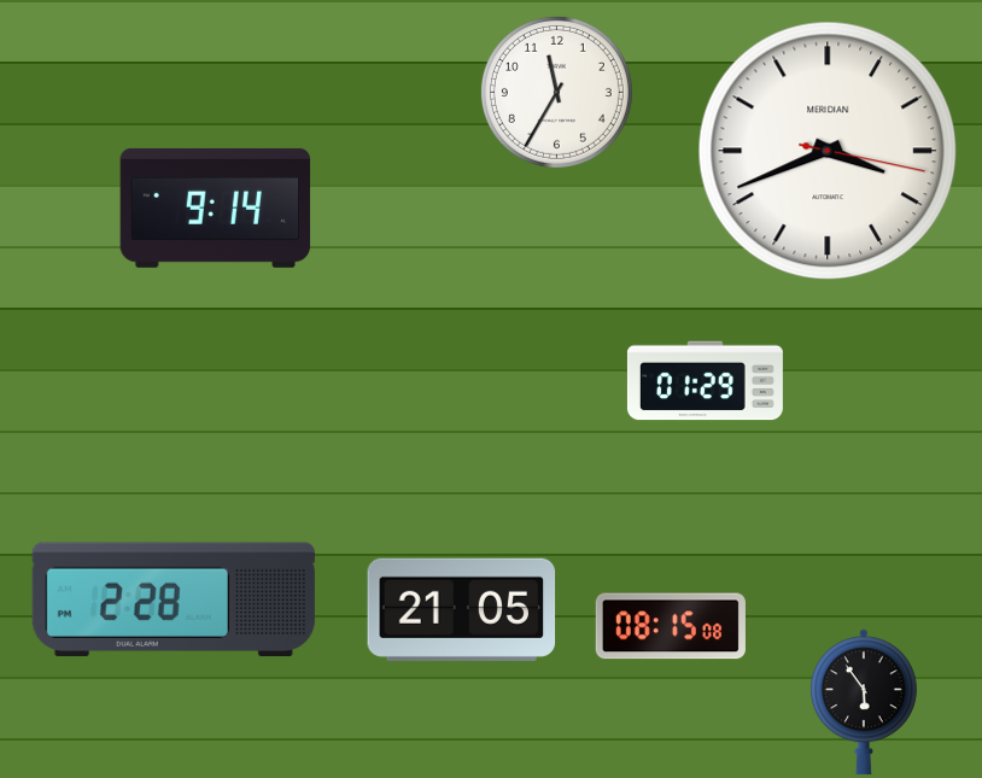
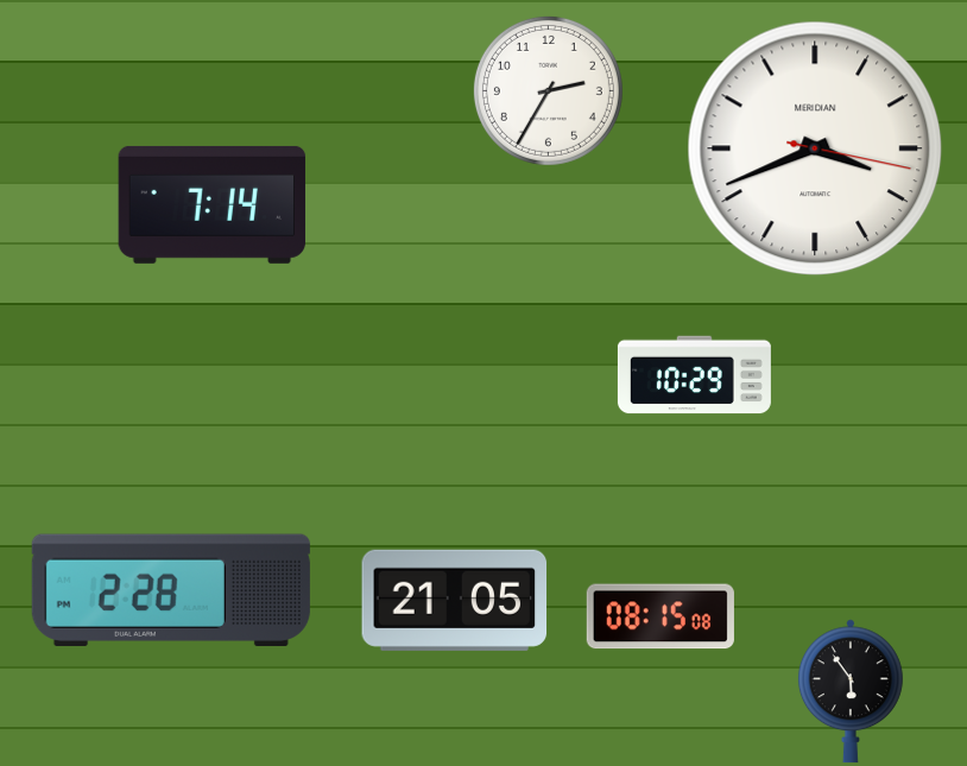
clock at (556, 92): 11:35 -> 2:35
clock at (216, 207): 9:14 -> 7:14
clock at (705, 381): 01:29 -> 10:29
